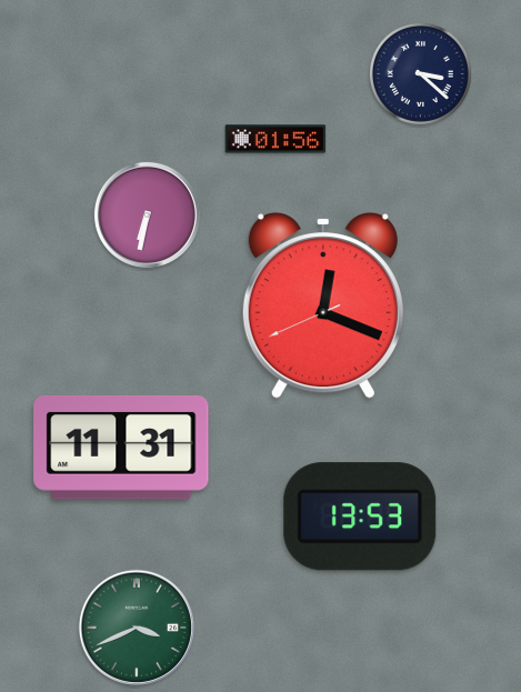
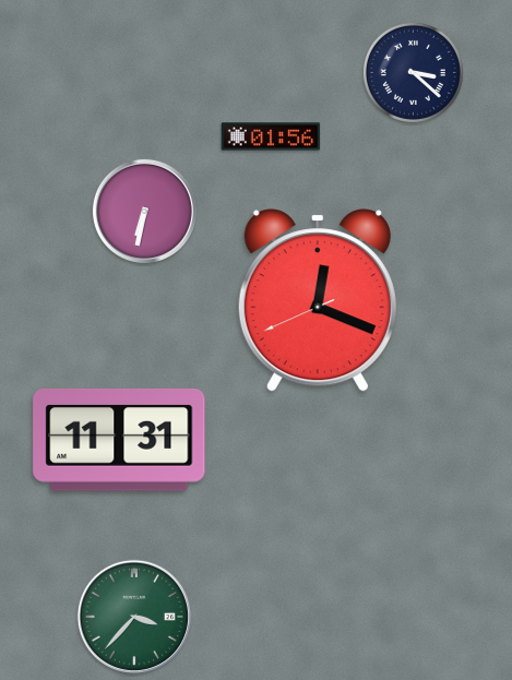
clock at (360, 517): 13:53 -> none
clock at (137, 628): 3:41 -> 3:37
